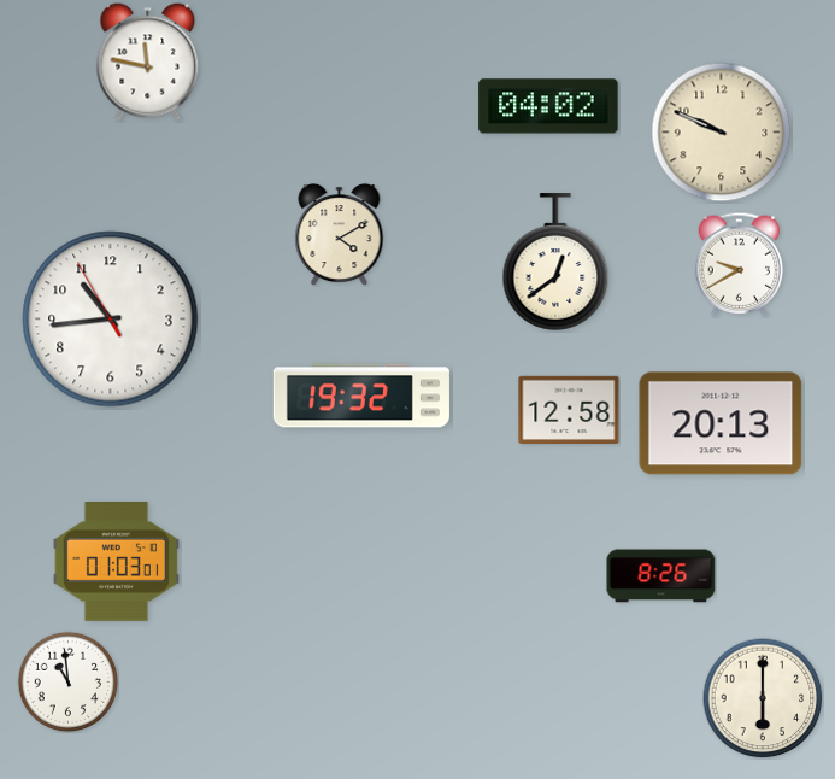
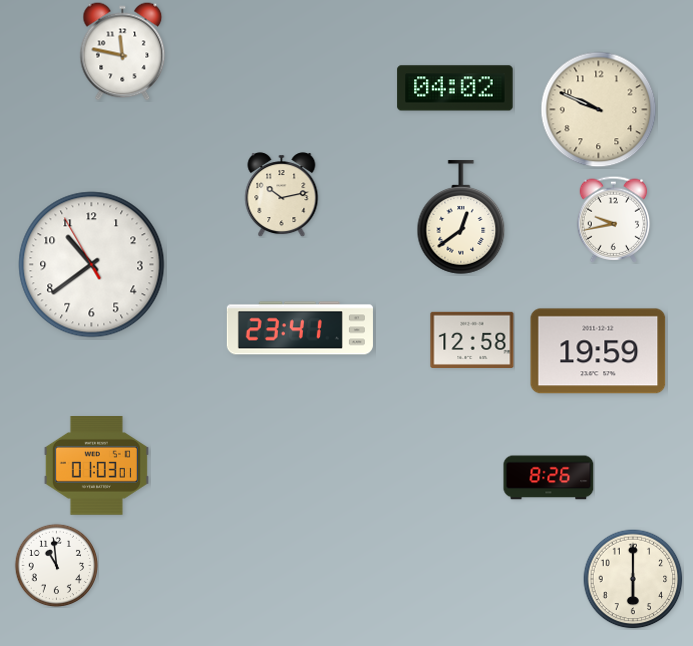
clock at (340, 235): 4:10 -> 10:13
clock at (740, 264): 9:40 -> 9:43
clock at (111, 320): 10:43 -> 10:38
clock at (361, 396): 19:32 -> 23:41
clock at (721, 423): 20:13 -> 19:59
